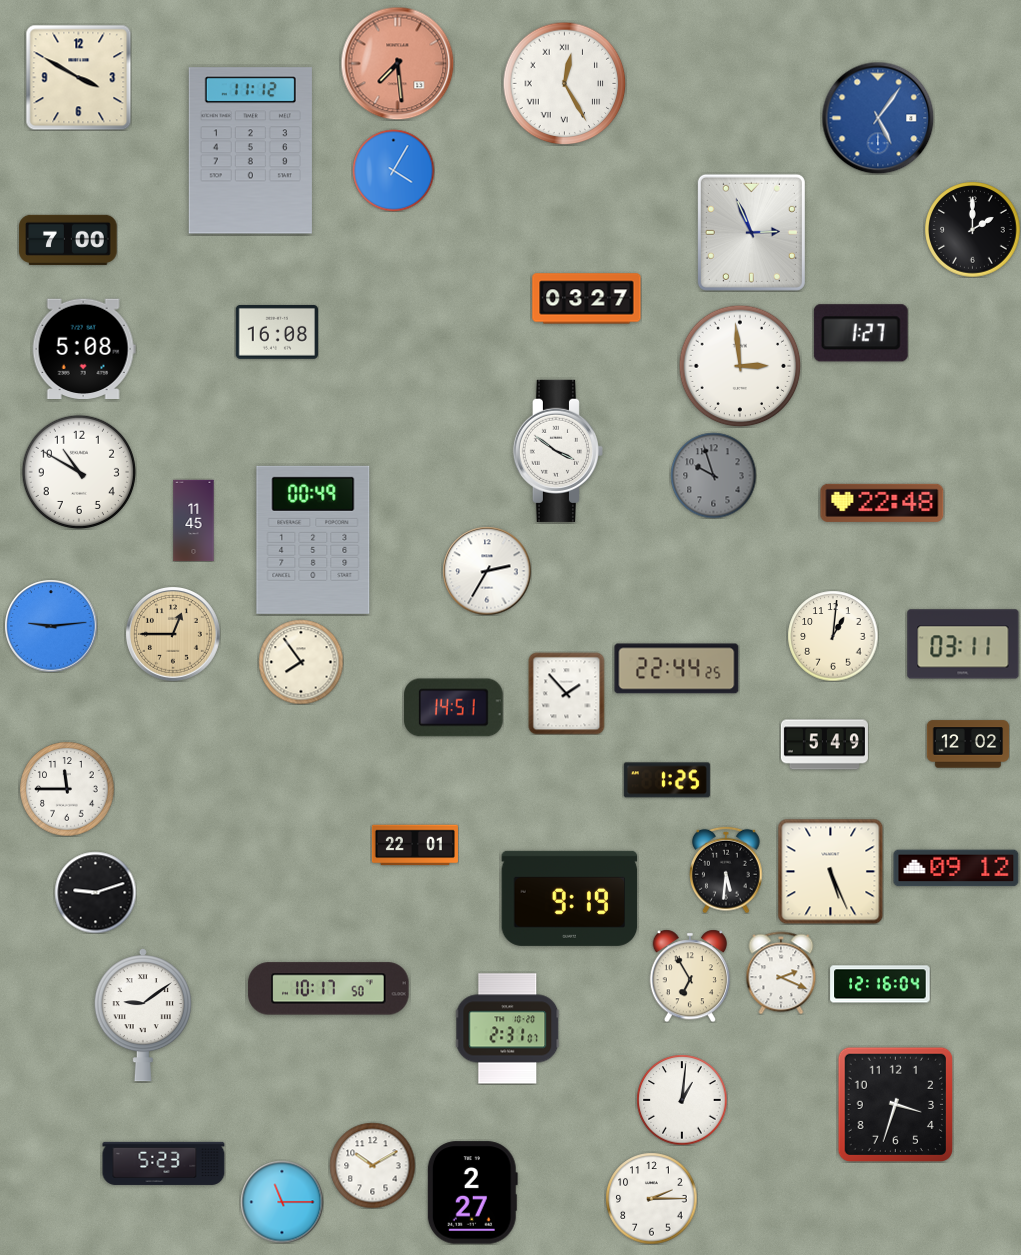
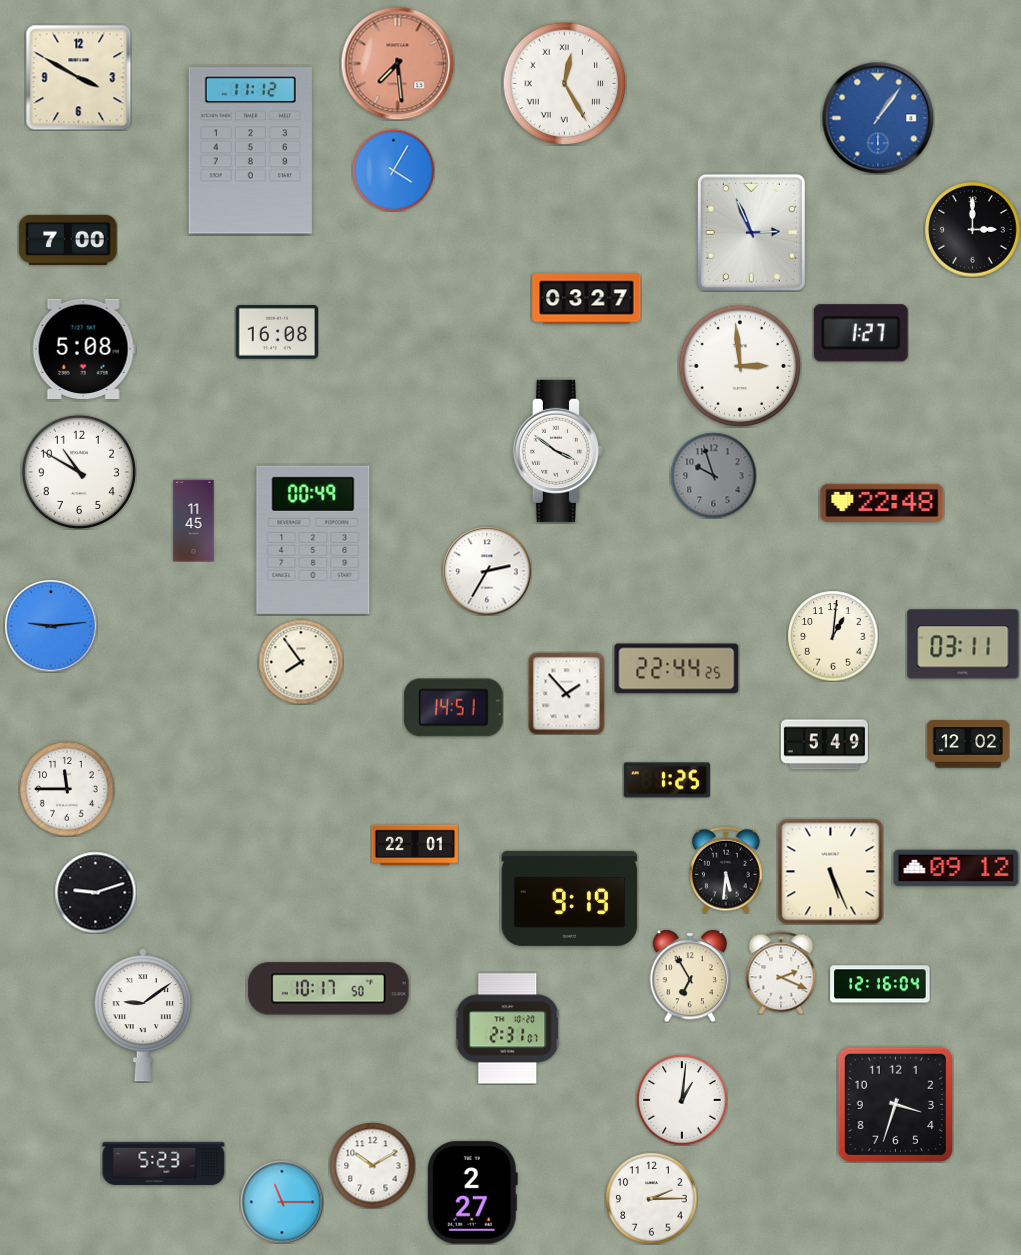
clock at (878, 118): 5:06 -> 1:06
clock at (972, 229): 2:00 -> 3:00
clock at (173, 634): 12:45 -> none
